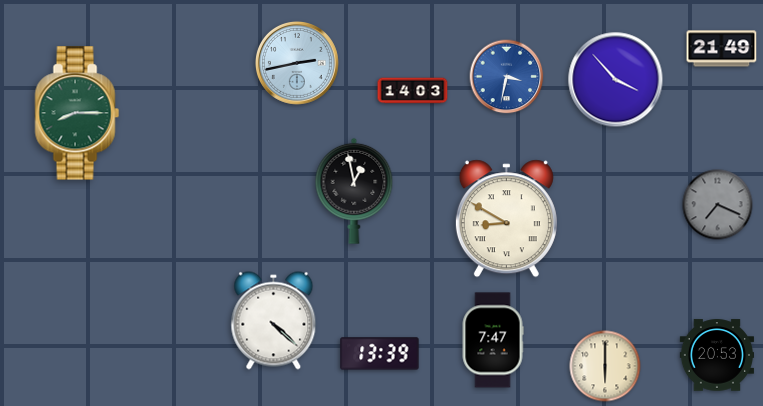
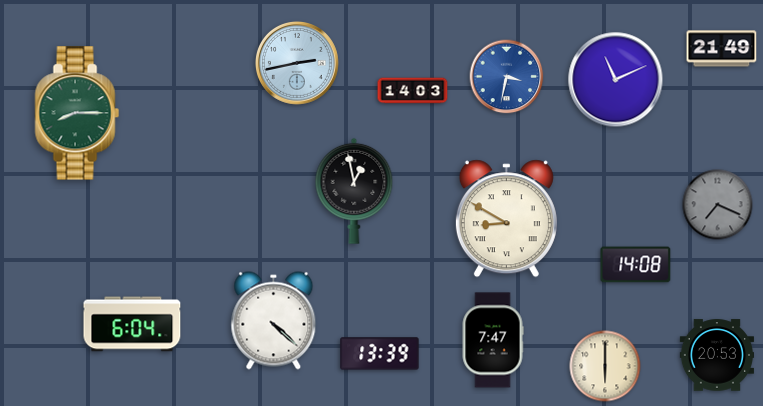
clock at (616, 80): 3:53 -> 11:11
clock at (636, 265): none -> 14:08
clock at (132, 324): none -> 6:04
